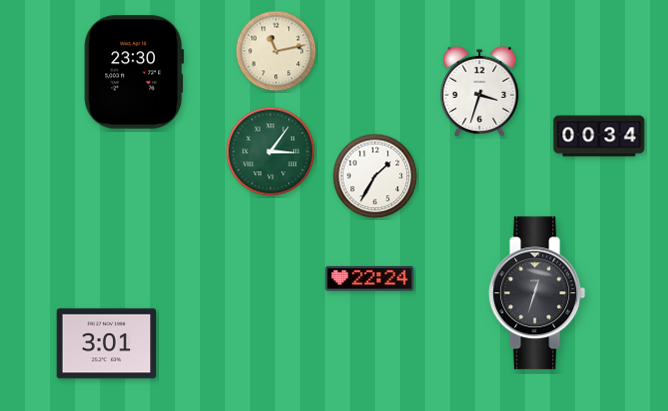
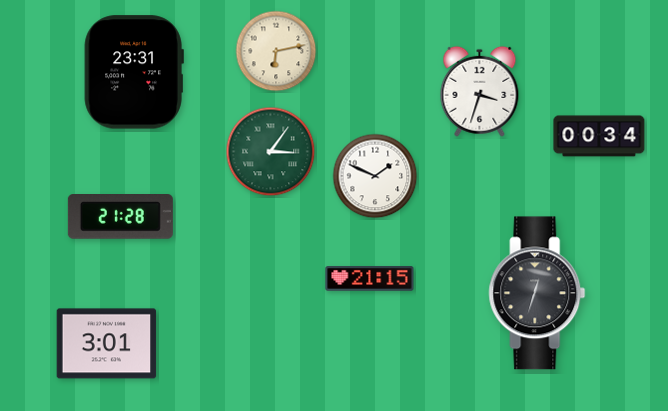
clock at (276, 51): 11:13 -> 6:13
clock at (134, 72): 23:30 -> 23:31
clock at (375, 176): 1:35 -> 1:49
clock at (120, 217): none -> 21:28
clock at (370, 279): 22:24 -> 21:15
